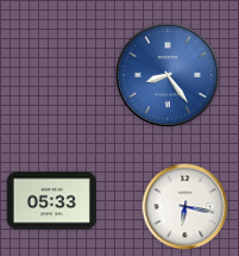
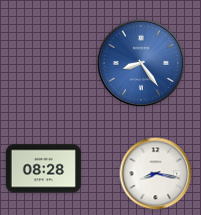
clock at (51, 201): 05:33 -> 08:28
clock at (185, 207): 6:17 -> 8:17
